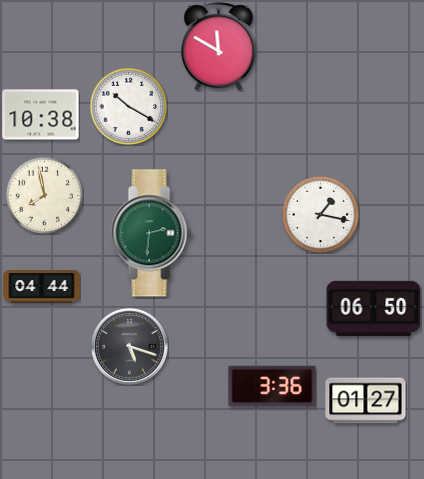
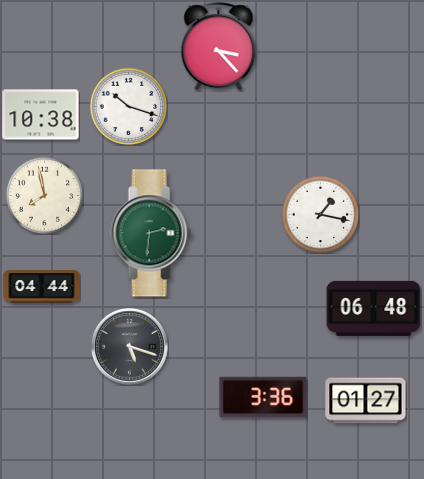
clock at (219, 47): 11:50 -> 3:23
clock at (128, 106): 10:20 -> 10:18
clock at (374, 308): 06:50 -> 06:48
clock at (272, 386) position: (272, 386) -> (263, 397)
